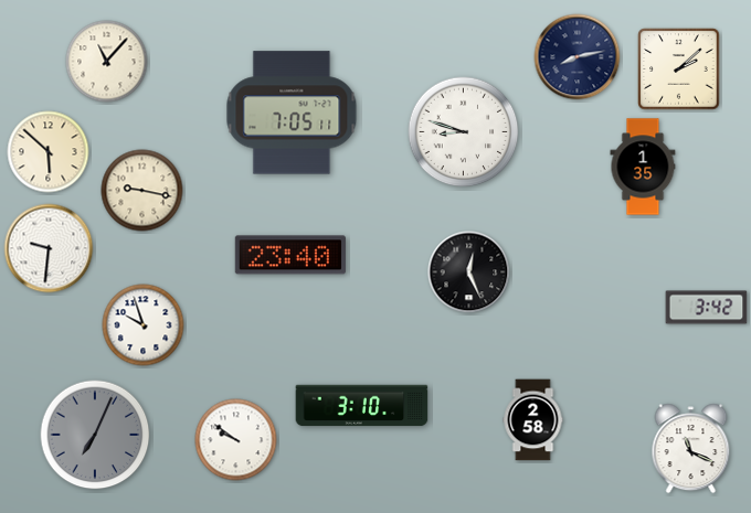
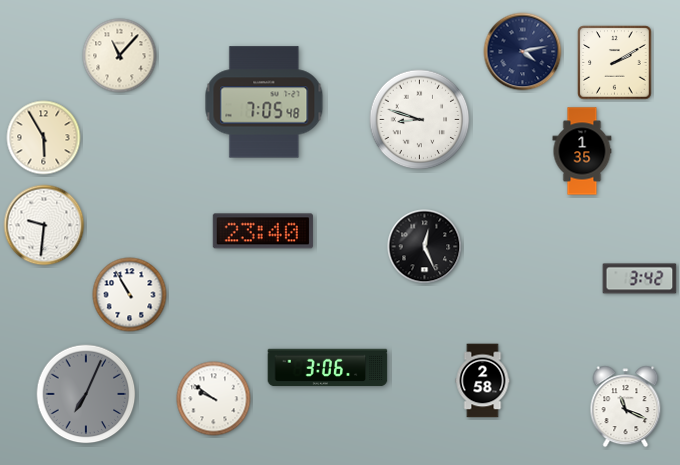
clock at (578, 57): 8:13 -> 4:13
clock at (107, 62) position: (107, 62) -> (120, 56)
clock at (679, 70): 2:08 -> 2:10
clock at (292, 113): 7:05:11 -> 7:05:48
clock at (49, 152): 5:52 -> 5:55
clock at (142, 191): 9:17 -> none
clock at (144, 325): 9:57 -> 10:55
clock at (362, 406): 3:10 -> 3:06
